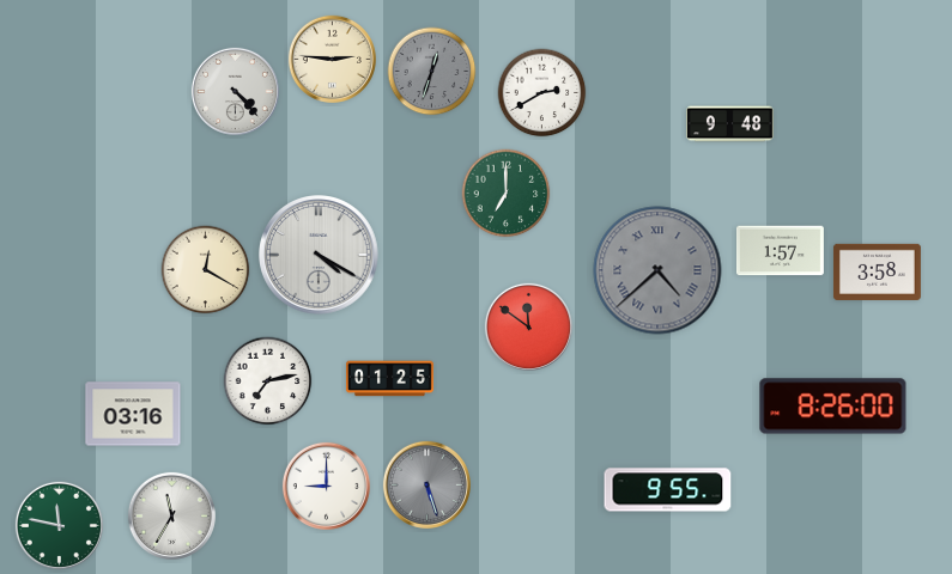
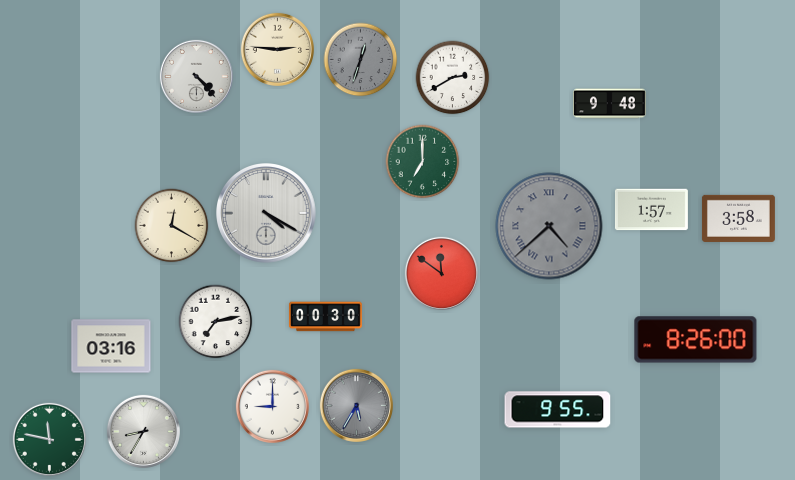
clock at (877, 271) position: (877, 271) -> (738, 218)
clock at (389, 379): 01:25 -> 00:30
clock at (268, 381) position: (268, 381) -> (216, 322)
clock at (426, 484): 5:27 -> 5:35
clock at (171, 515): 11:35 -> 8:35
